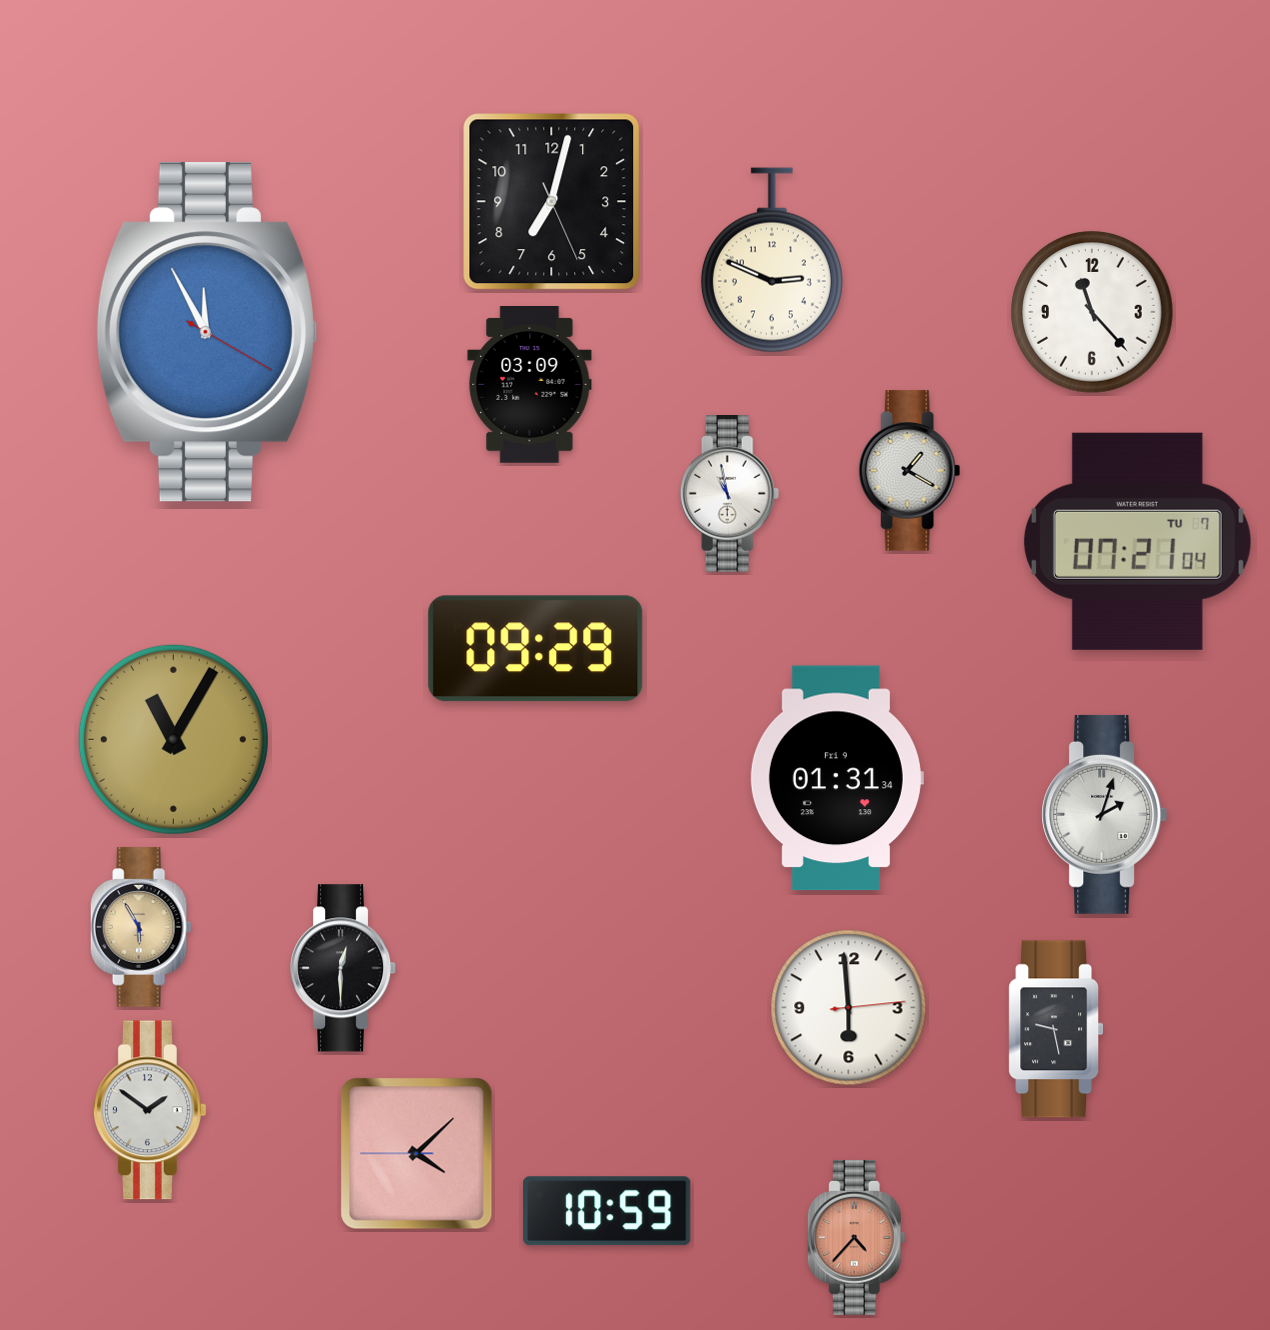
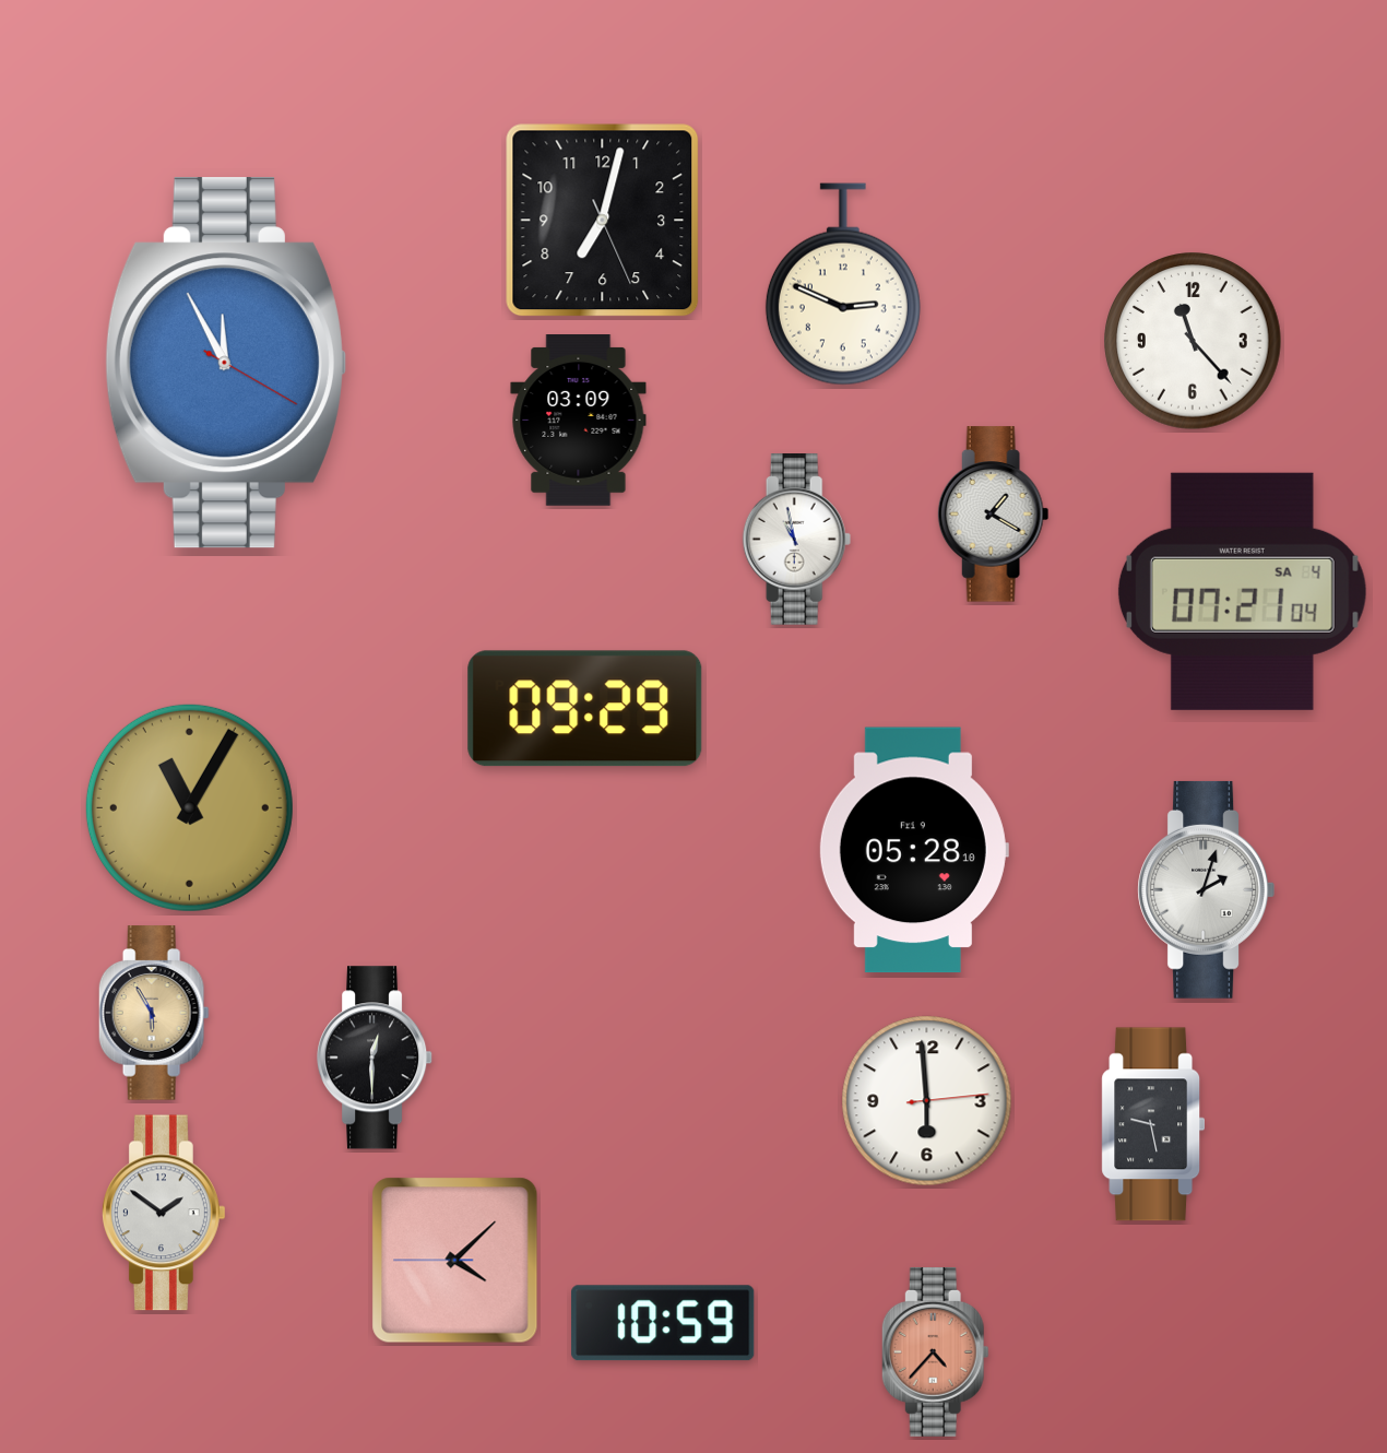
clock at (1137, 541) date: TU 7 -> SA 4
clock at (836, 778): 01:31 -> 05:28
